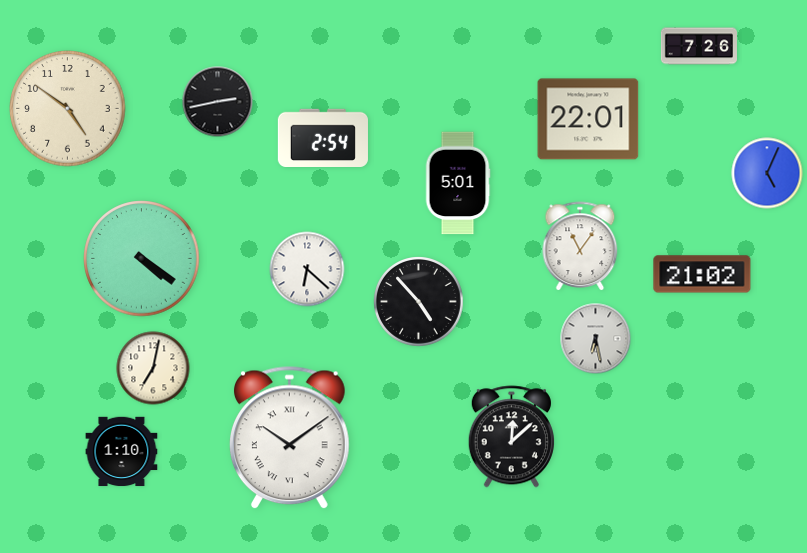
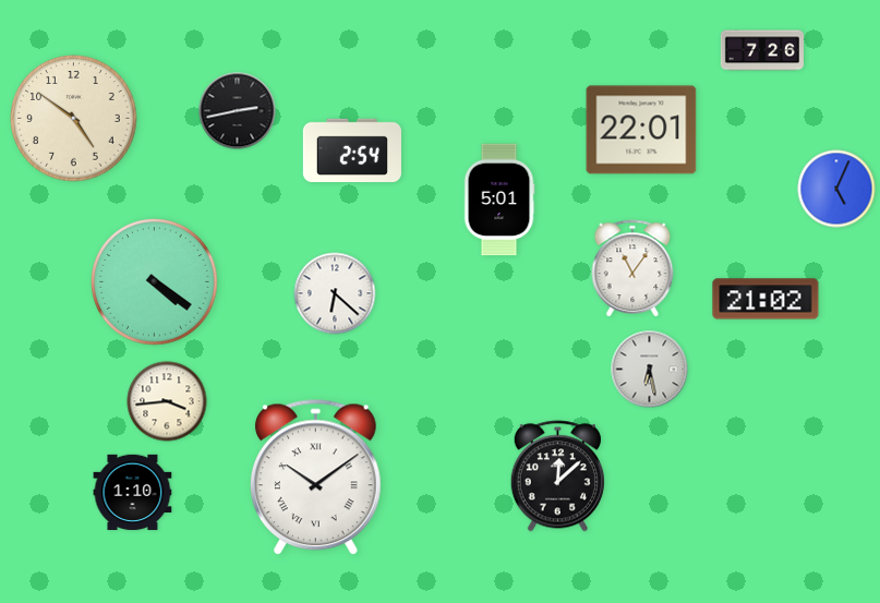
clock at (419, 302): 4:53 -> none
clock at (153, 368): 7:02 -> 3:44
